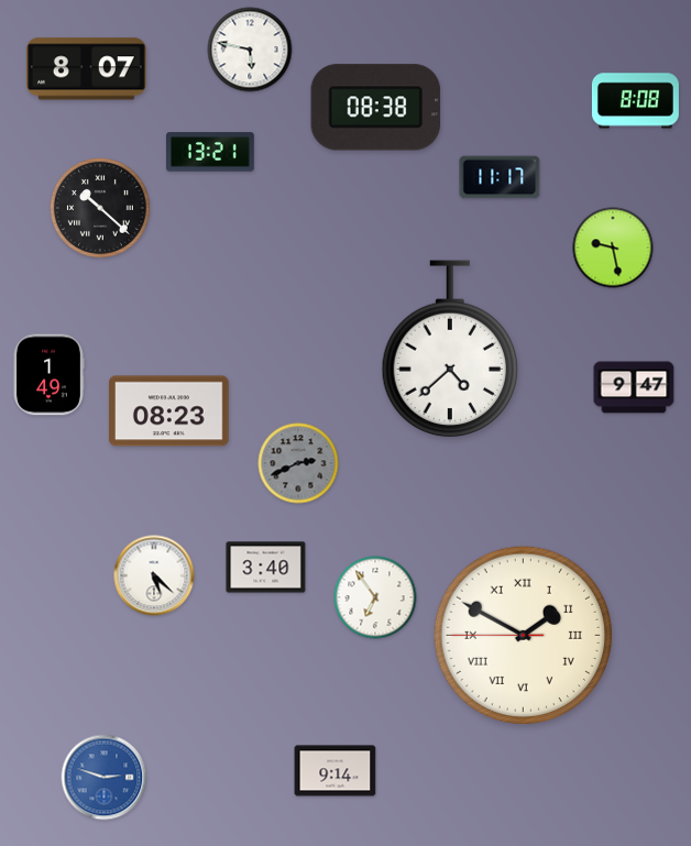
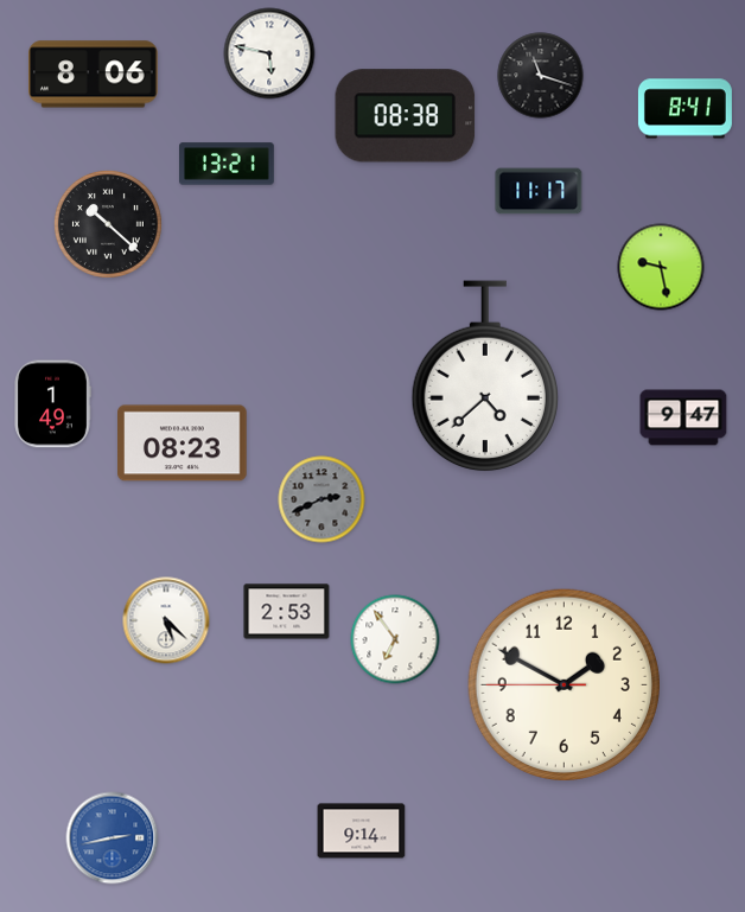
clock at (87, 69): 8:07 -> 8:06
clock at (541, 76): none -> 11:18
clock at (635, 101): 8:08 -> 8:41
clock at (266, 568): 3:40 -> 2:53
clock at (375, 597) position: (375, 597) -> (395, 639)
clock at (523, 635) numerals: Roman -> Arabic
clock at (105, 778): 2:48 -> 2:43
